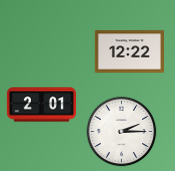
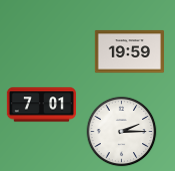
clock at (129, 52): 12:22 -> 19:59
clock at (42, 105): 2:01 -> 7:01
